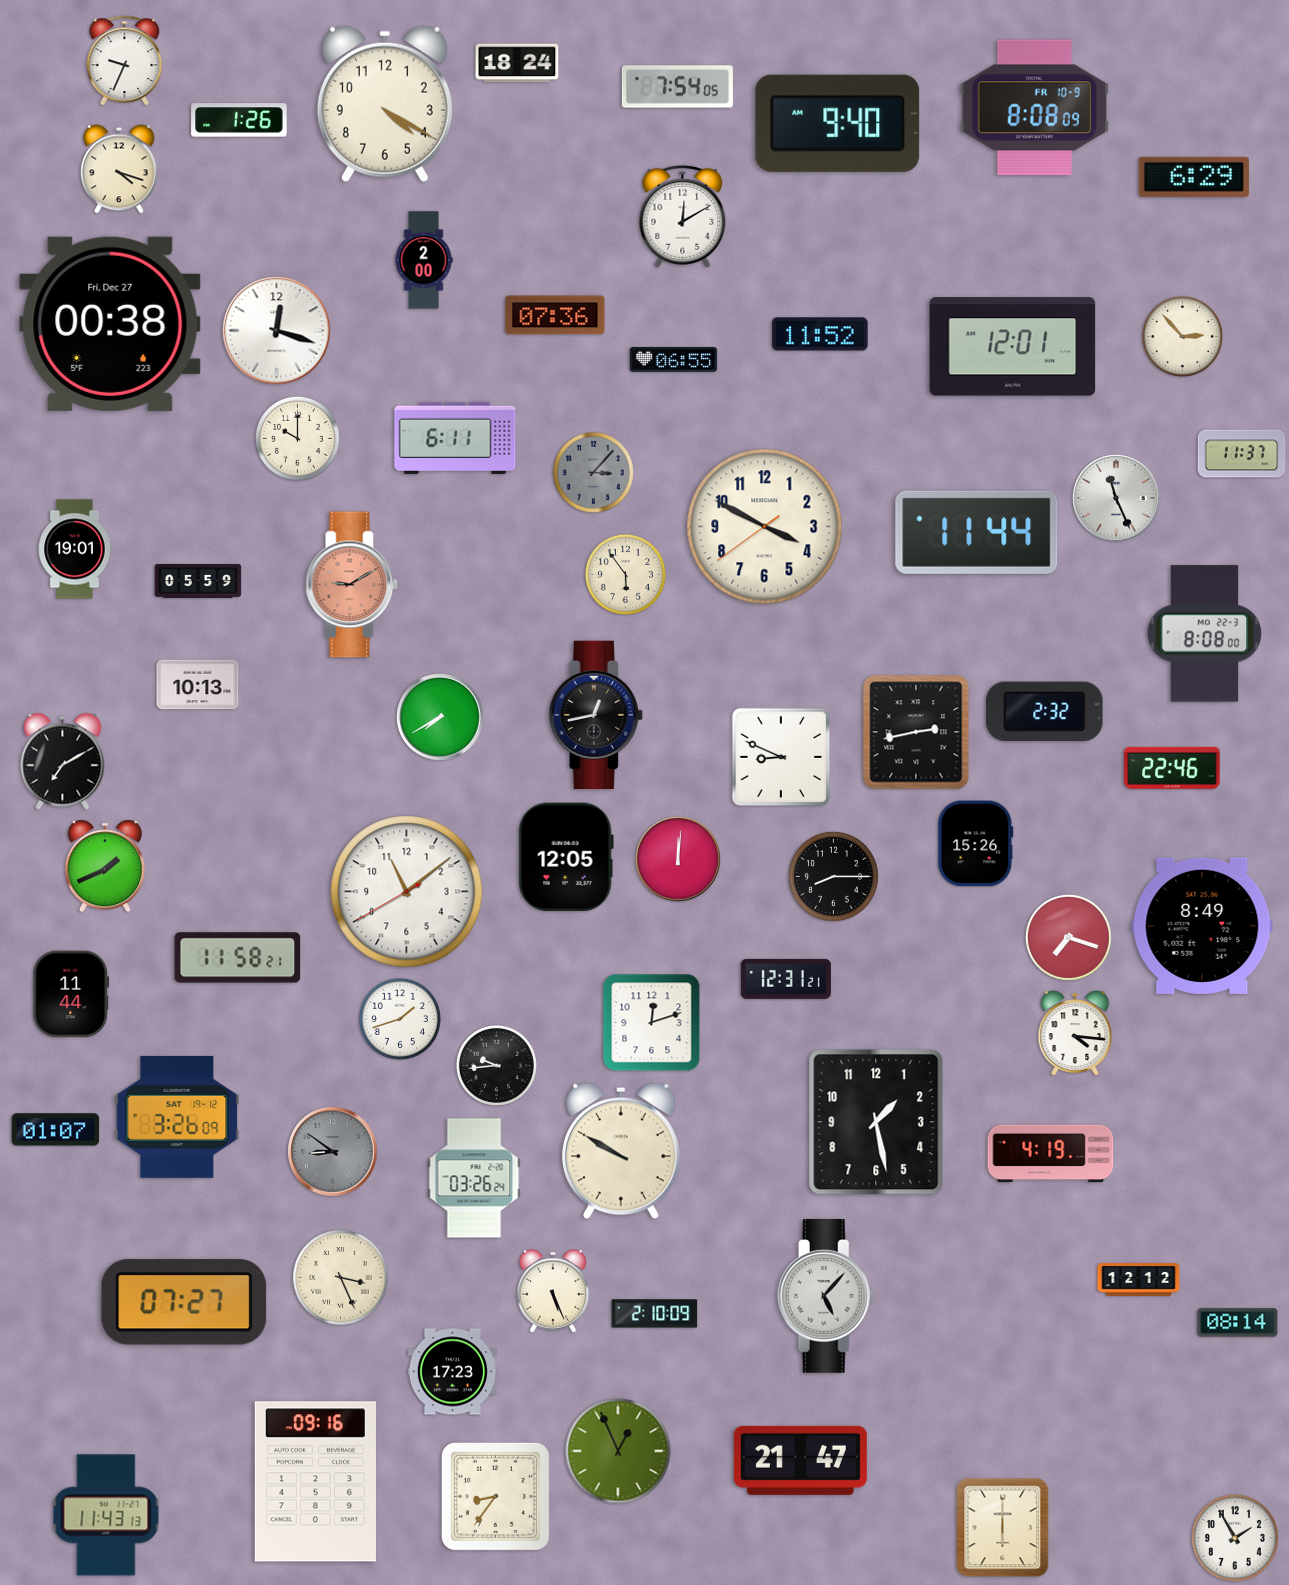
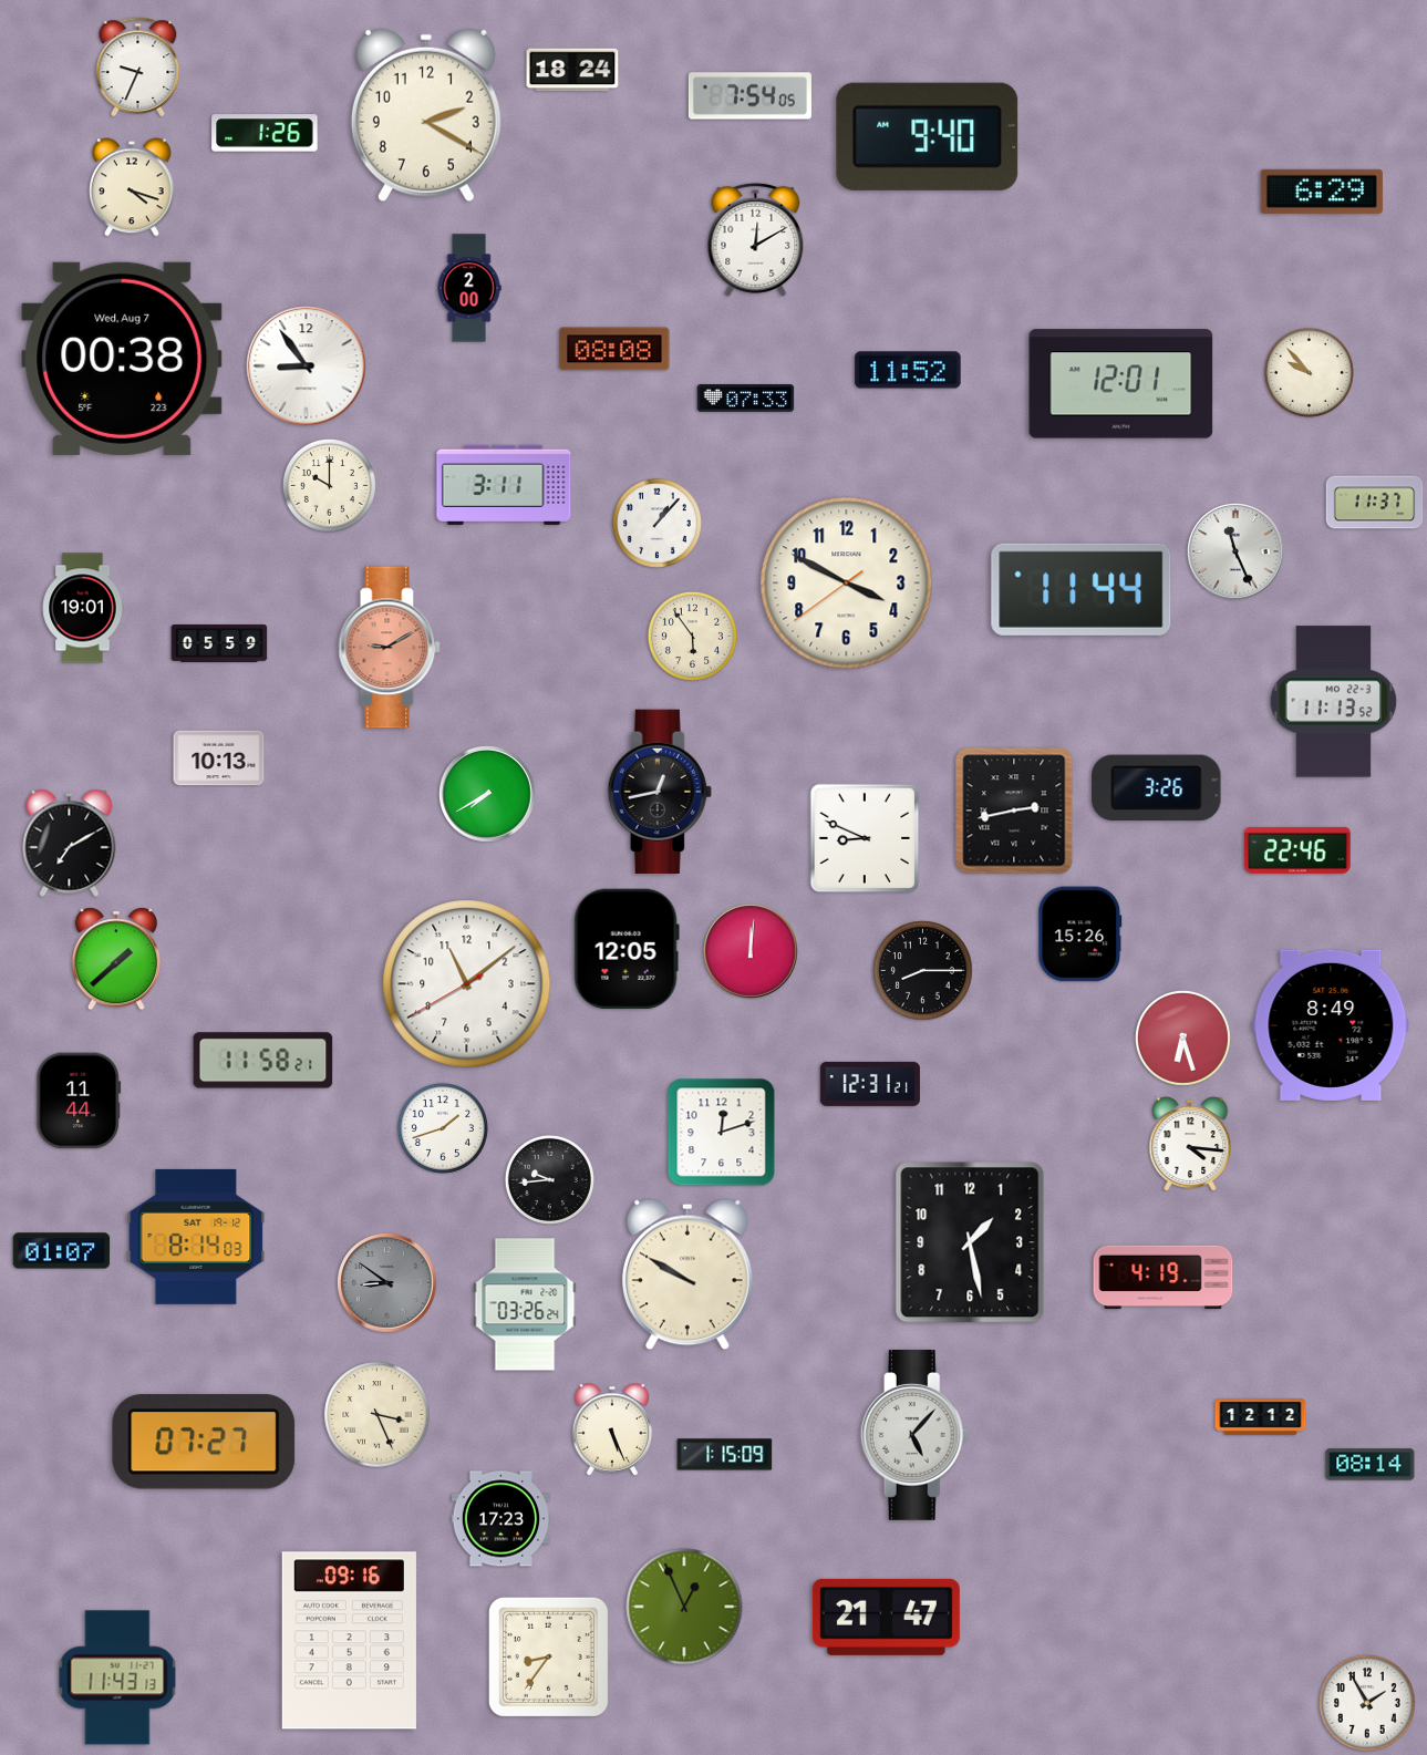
clock at (385, 104): 4:20 -> 2:20
clock at (1034, 108): 8:08 -> none
clock at (1194, 177) position: (1194, 177) -> (1322, 192)
clock at (555, 315): 07:36 -> 08:08
clock at (110, 324) date: Fri, Dec 27 -> Wed, Aug 7
clock at (277, 331): 12:18 -> 8:54
clock at (1182, 336): 2:53 -> 9:53
clock at (674, 360): 06:55 -> 07:33
clock at (455, 438): 6:11 -> 3:11
clock at (593, 472): 3:07 -> 1:07
clock at (593, 472) dial: grey -> white
clock at (1205, 634): 8:08 -> 11:13
clock at (1045, 711): 2:32 -> 3:26
clock at (104, 866): 1:41 -> 1:38
clock at (407, 892) position: (407, 892) -> (467, 984)
clock at (1068, 937): 7:18 -> 6:27
clock at (177, 1117): 3:26 -> 8:14
clock at (333, 1152) position: (333, 1152) -> (387, 1283)
clock at (655, 1314): 2:10 -> 1:15
clock at (1003, 1528): 6:00 -> none
